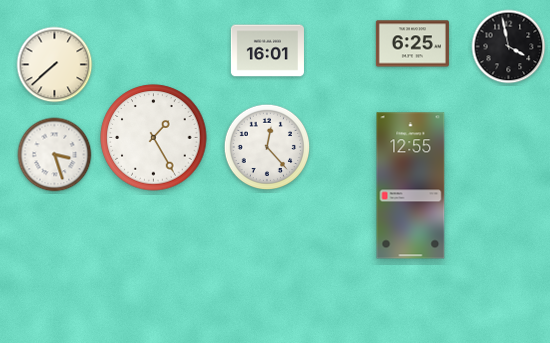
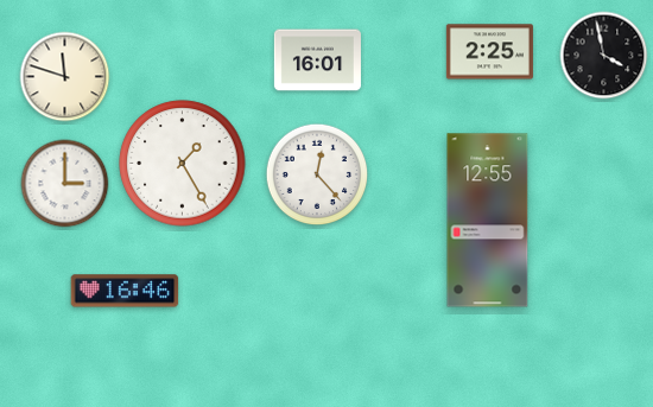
clock at (412, 44): 6:25 -> 2:25
clock at (55, 65): 7:38 -> 11:48
clock at (55, 155): 3:27 -> 3:00
clock at (125, 291): none -> 16:46
